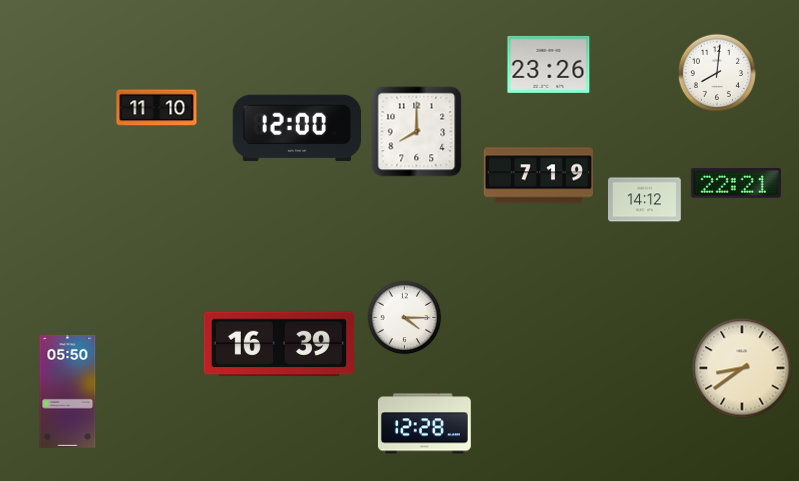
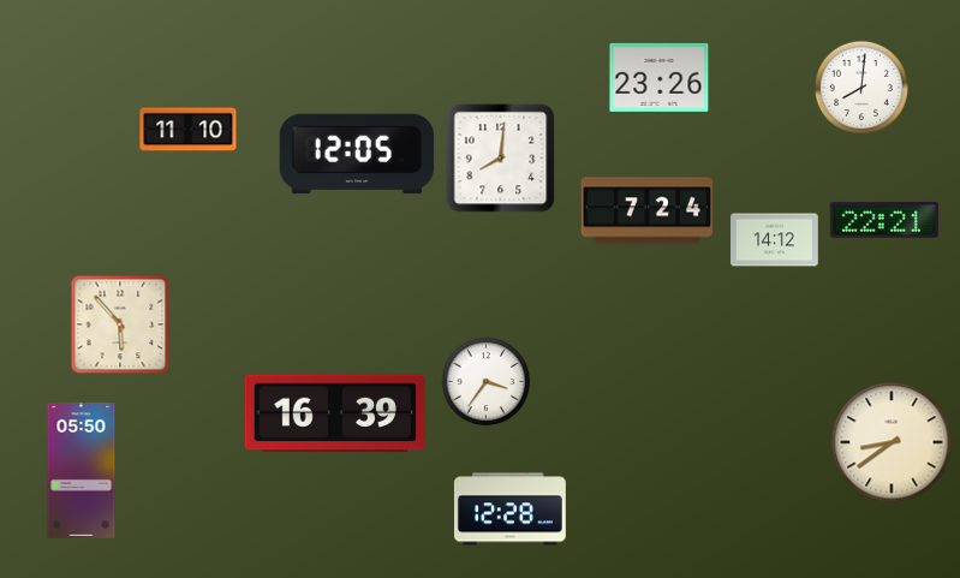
clock at (297, 128): 12:00 -> 12:05
clock at (417, 132): 8:00 -> 8:01
clock at (538, 176): 7:19 -> 7:24
clock at (120, 324): none -> 5:53
clock at (405, 318): 4:15 -> 3:36
